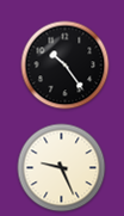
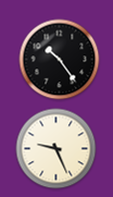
clock at (62, 168) position: (62, 168) -> (56, 149)
